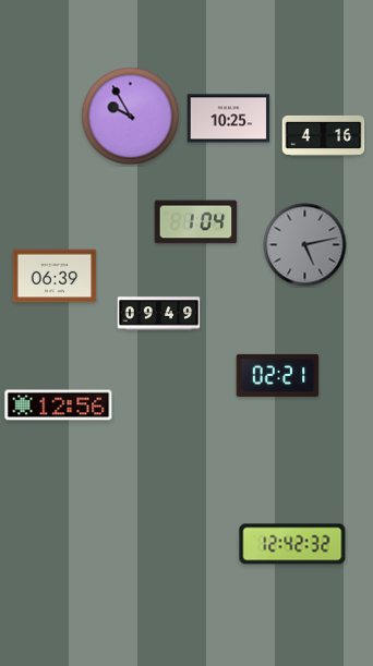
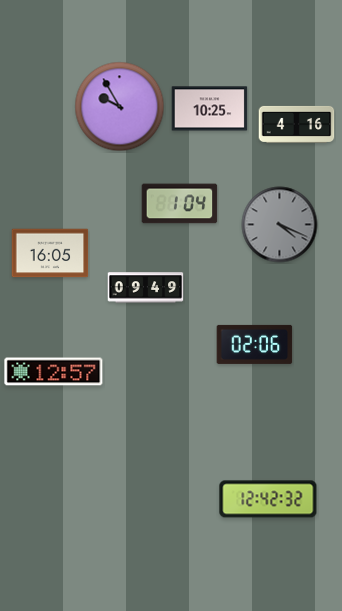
clock at (305, 245): 5:13 -> 4:19
clock at (55, 276): 06:39 -> 16:05
clock at (278, 375): 02:21 -> 02:06
clock at (59, 405): 12:56 -> 12:57
